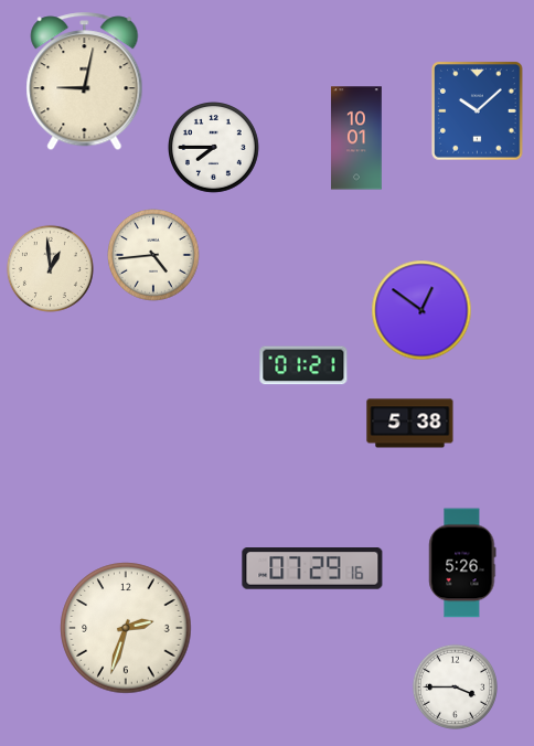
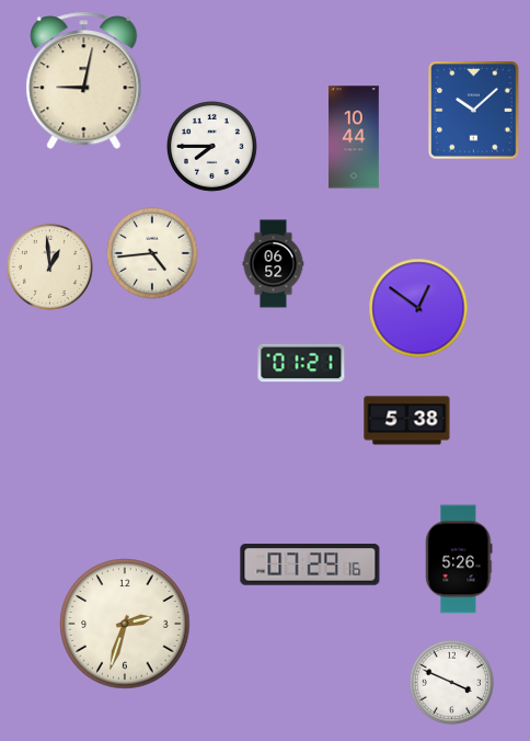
clock at (356, 138): 10:01 -> 10:44
clock at (274, 264): none -> 06:52
clock at (455, 686): 3:45 -> 3:49
